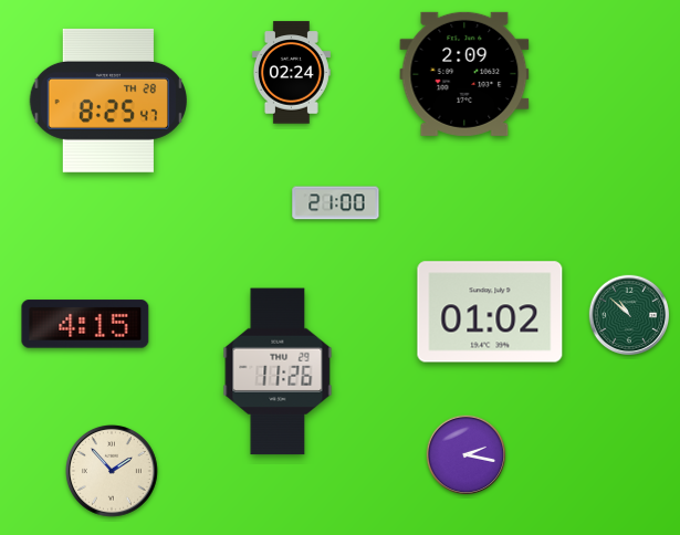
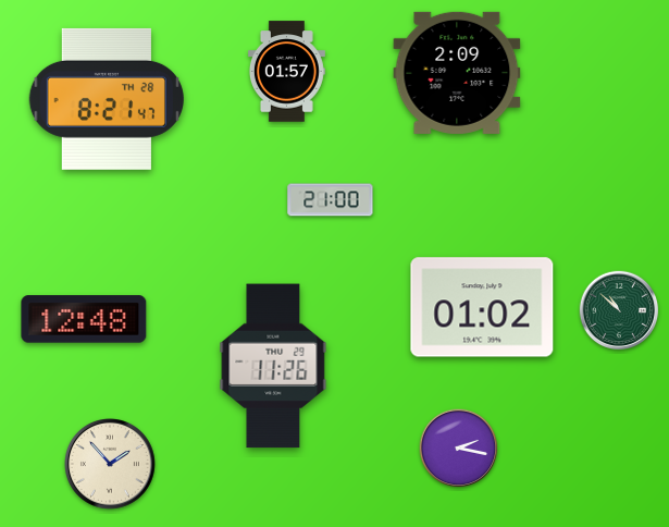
clock at (291, 73): 02:24 -> 01:57
clock at (107, 101): 8:25 -> 8:21
clock at (85, 324): 4:15 -> 12:48
